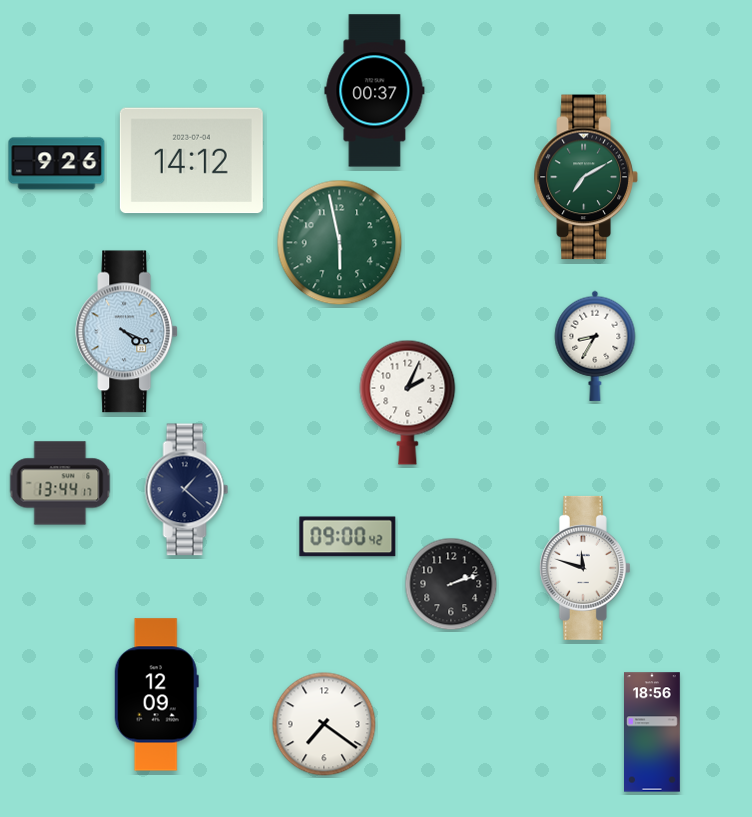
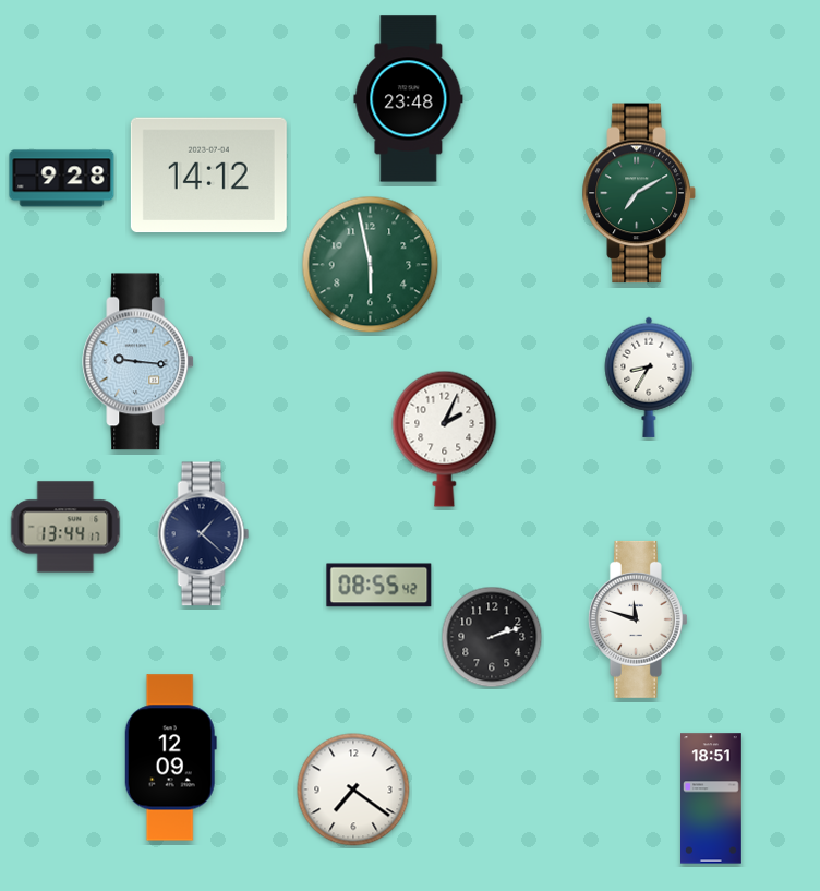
clock at (375, 91): 00:37 -> 23:48
clock at (57, 164): 9:26 -> 9:28
clock at (127, 332): 4:19 -> 9:16
clock at (348, 537): 09:00 -> 08:55
clock at (653, 732): 18:56 -> 18:51
